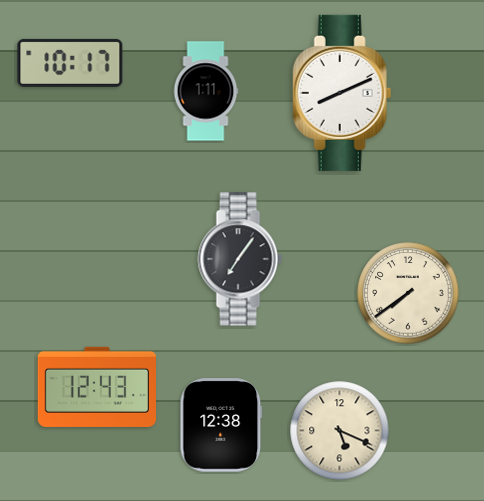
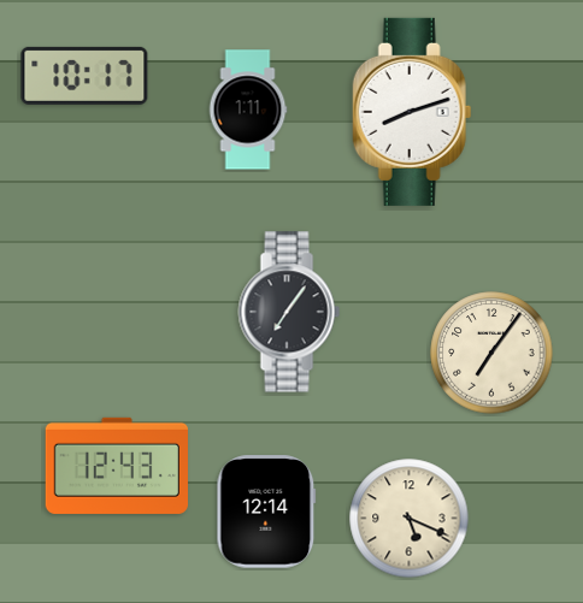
clock at (342, 93): 8:11 -> 8:12
clock at (408, 293): 7:39 -> 7:06
clock at (221, 425): 12:38 -> 12:14
